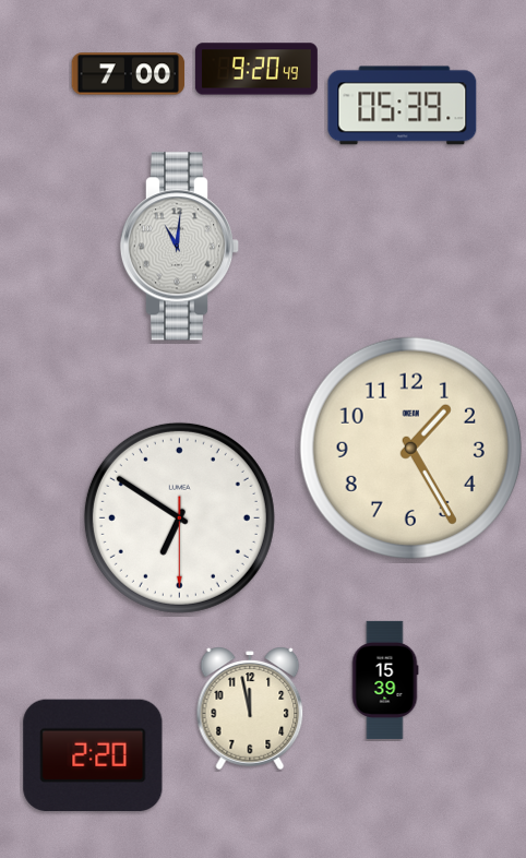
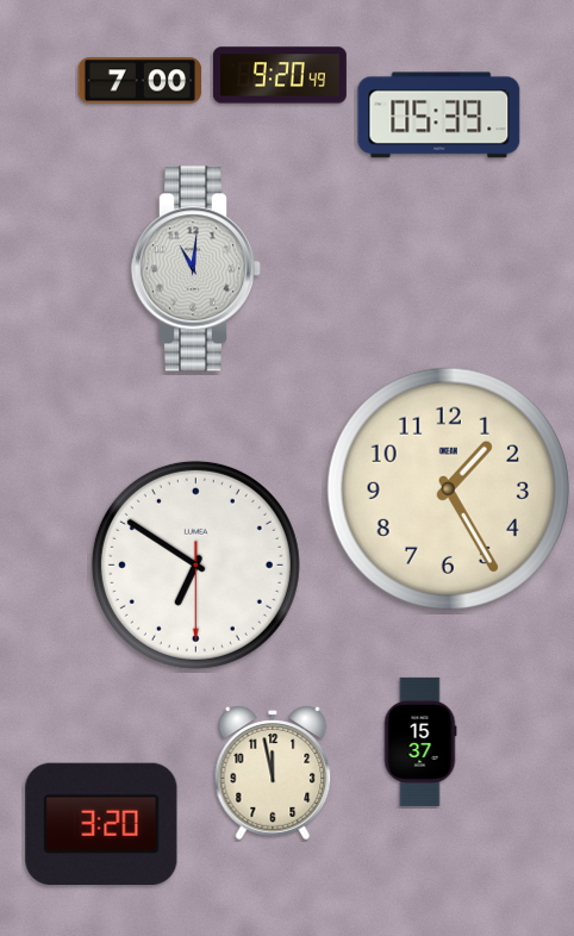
clock at (385, 680): 15:39 -> 15:37
clock at (93, 754): 2:20 -> 3:20
